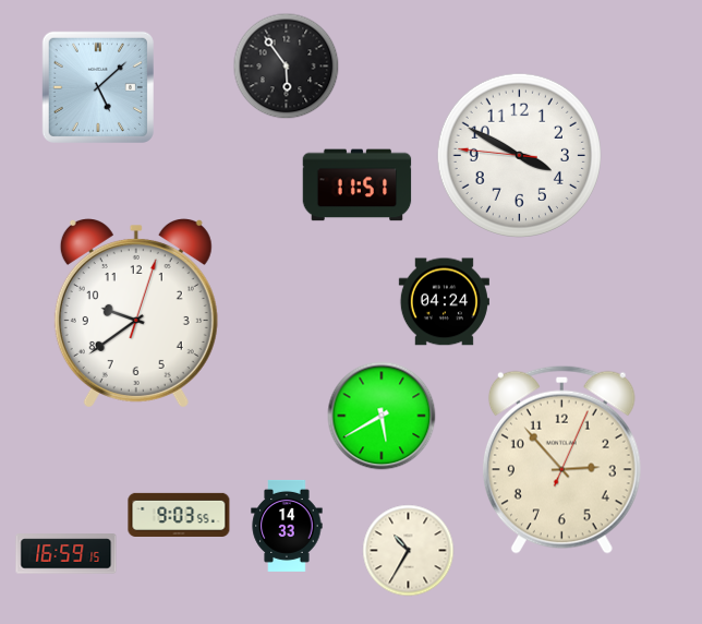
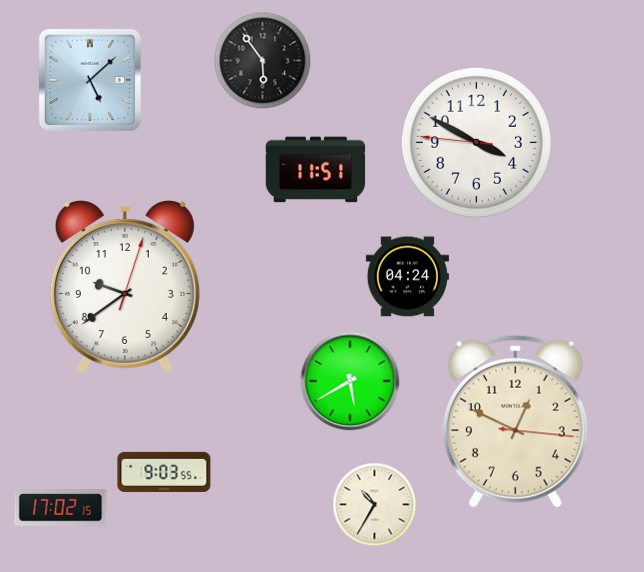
clock at (358, 185) position: (358, 185) -> (316, 170)
clock at (561, 459): 2:53 -> 12:49
clock at (287, 526): 14:33 -> none
clock at (66, 554): 16:59 -> 17:02
